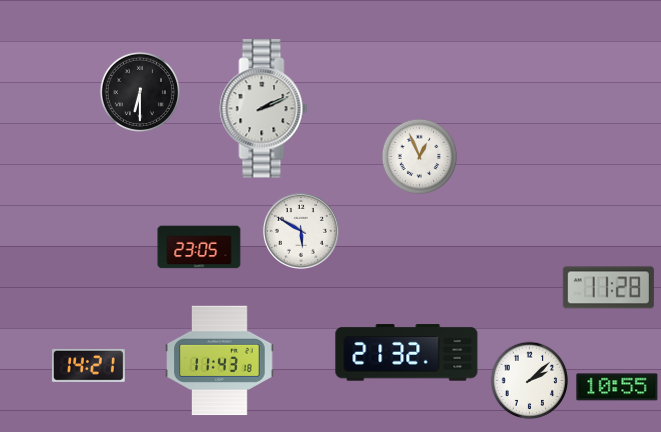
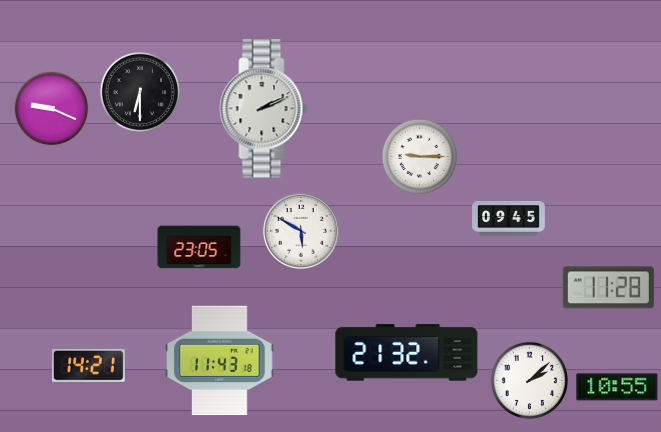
clock at (52, 109): none -> 9:19
clock at (420, 157): 12:56 -> 9:15
clock at (509, 219): none -> 09:45
